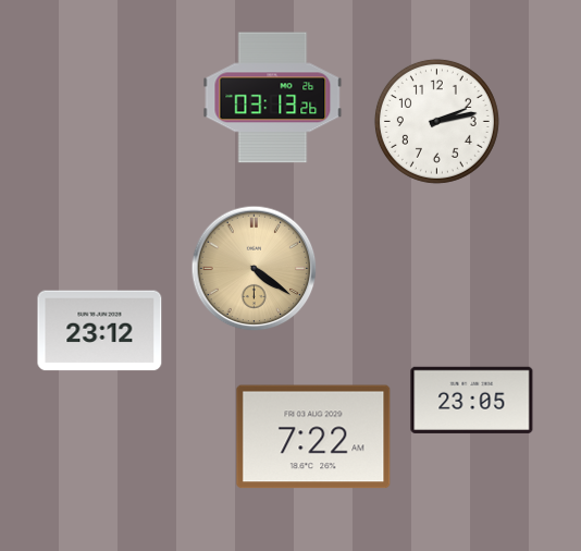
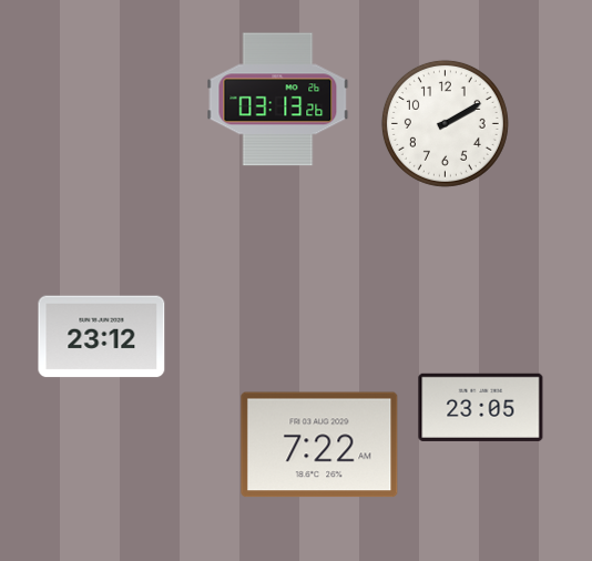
clock at (436, 121): 2:13 -> 2:10
clock at (255, 269): 4:21 -> none
